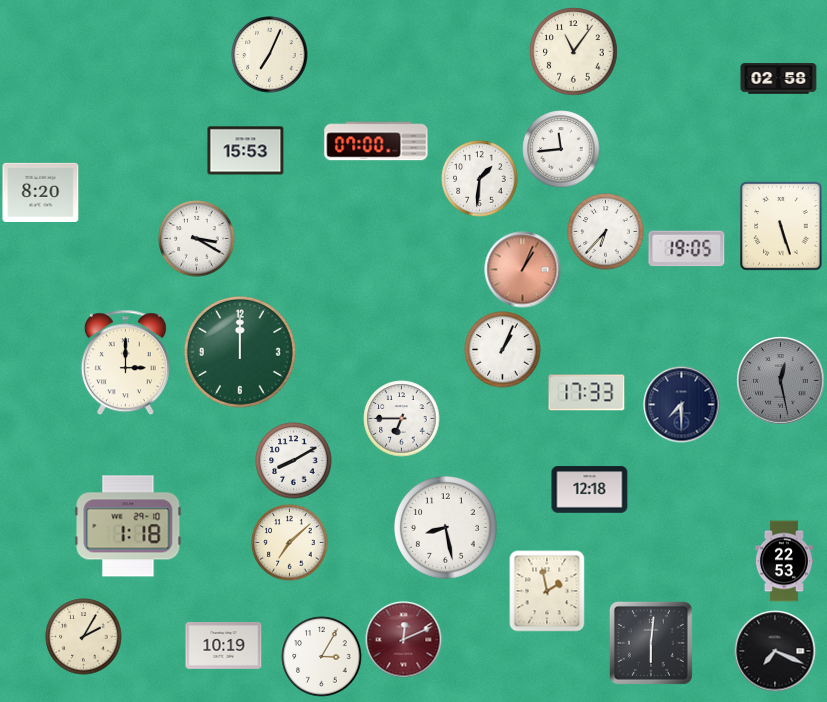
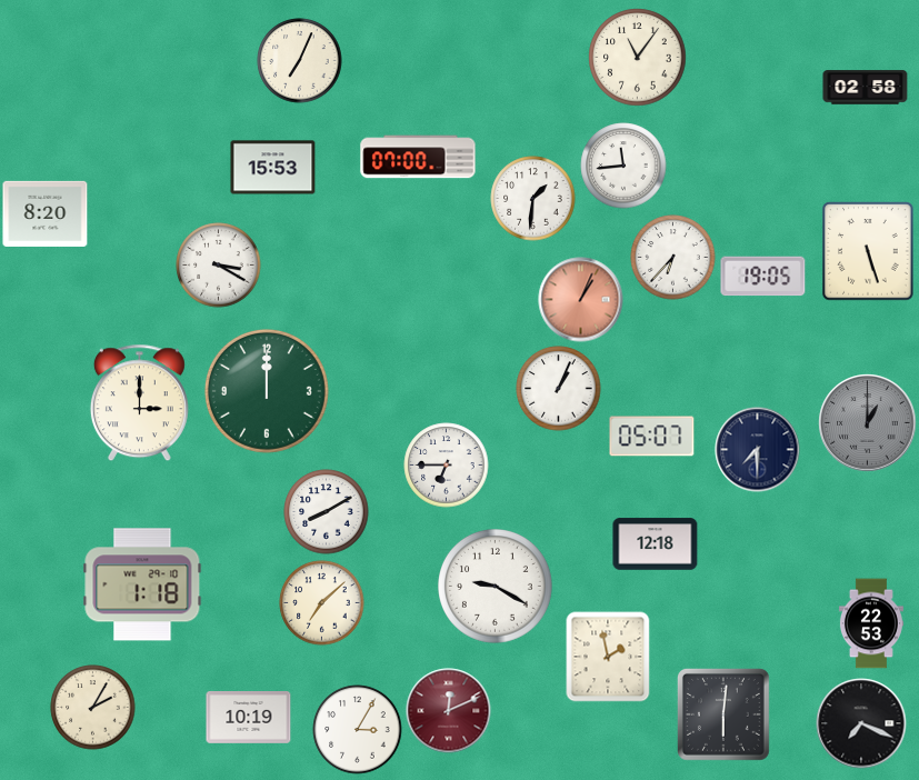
clock at (781, 381): 12:28 -> 1:00
clock at (587, 393): 17:33 -> 05:07
clock at (446, 528): 8:28 -> 9:20
